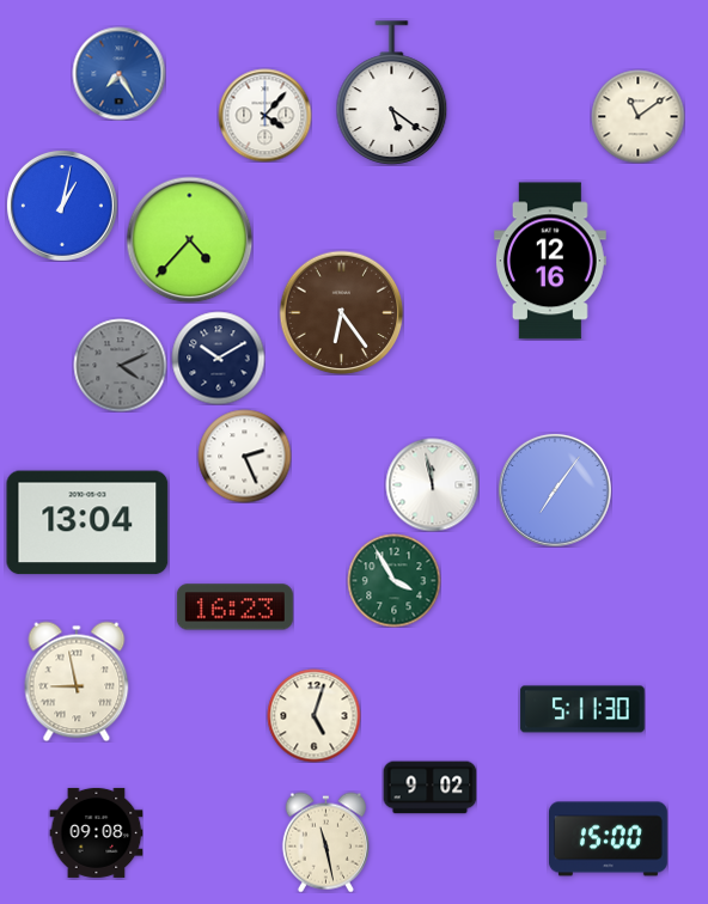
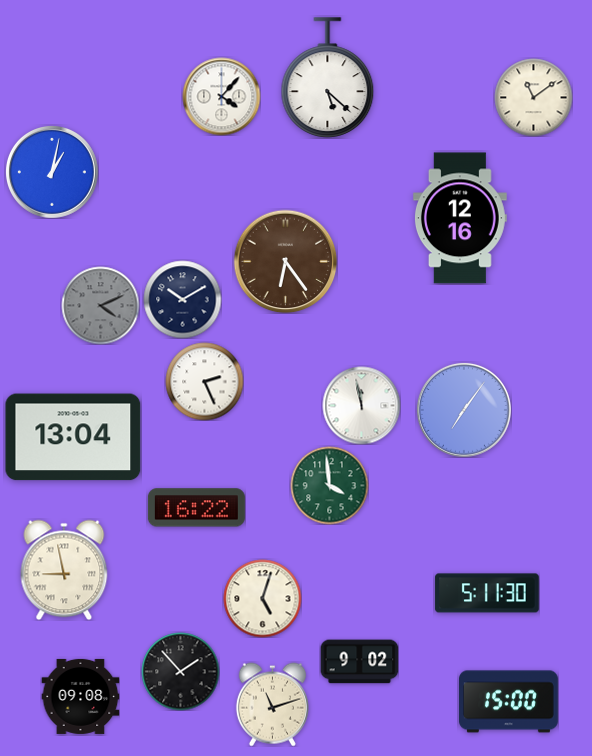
clock at (118, 73): 7:25 -> none
clock at (392, 93): 5:21 -> 5:22
clock at (189, 239): 4:37 -> none
clock at (393, 580): 3:55 -> 3:59
clock at (234, 607): 16:23 -> 16:22
clock at (429, 788) position: (429, 788) -> (359, 662)
clock at (180, 671): none -> 1:53
clock at (325, 842): 11:28 -> 11:12
